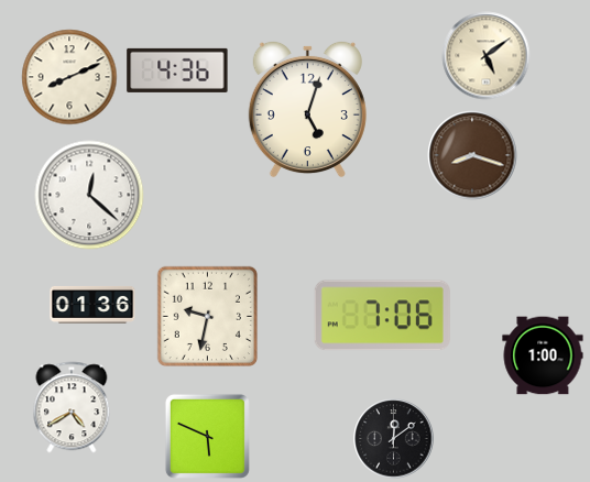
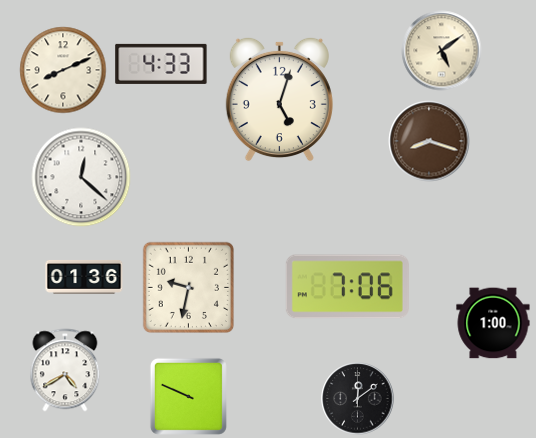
clock at (177, 70): 4:36 -> 4:33
clock at (207, 436): 5:49 -> 9:49
